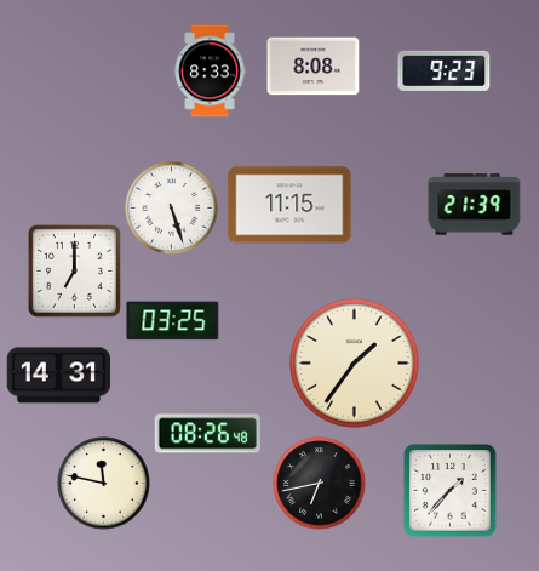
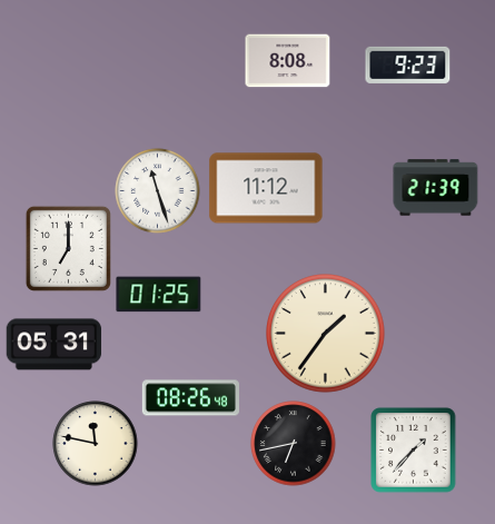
clock at (210, 72): 8:33 -> none
clock at (289, 205): 11:15 -> 11:12
clock at (172, 209): 5:27 -> 11:27
clock at (173, 321): 03:25 -> 01:25
clock at (59, 376): 14:31 -> 05:31
